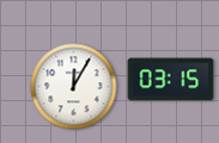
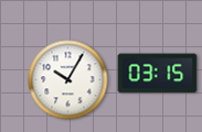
clock at (74, 87): 12:05 -> 10:05
